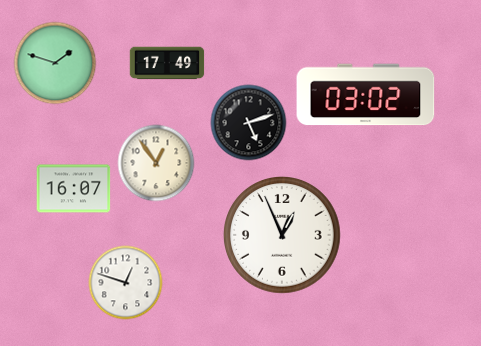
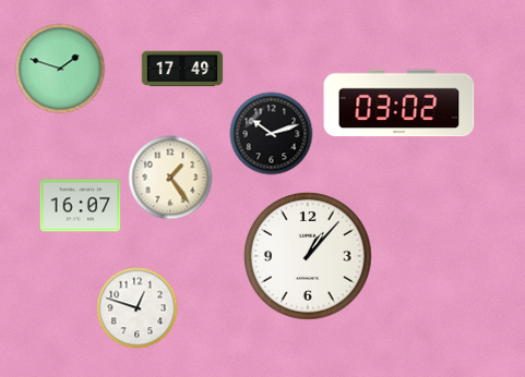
clock at (249, 123): 5:12 -> 10:12
clock at (156, 163): 12:54 -> 1:24
clock at (283, 236): 12:56 -> 1:07
